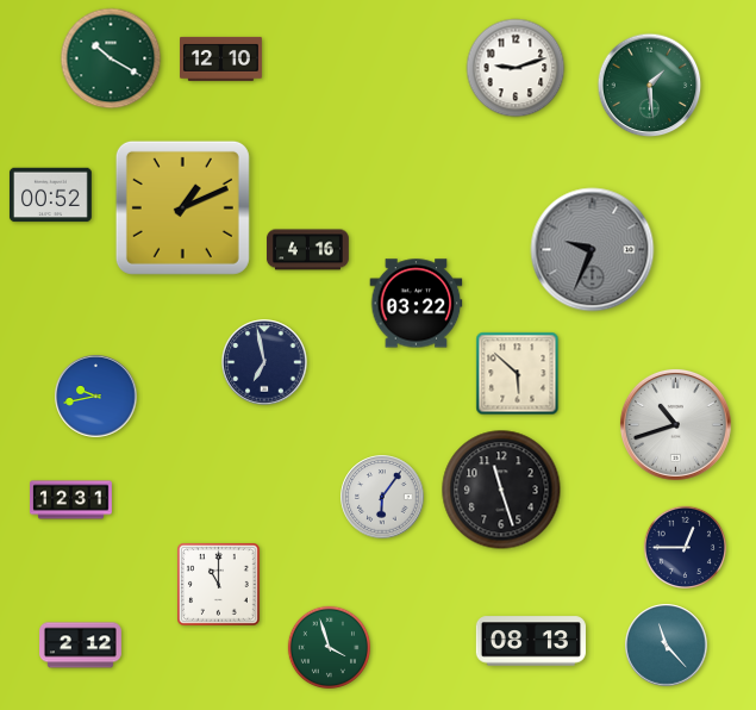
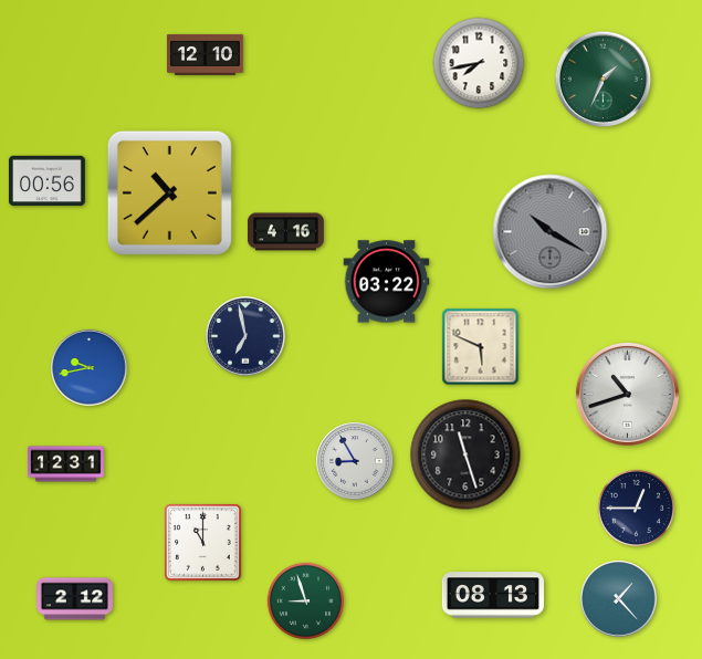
clock at (111, 58): 10:20 -> none
clock at (516, 68): 9:12 -> 7:43
clock at (650, 86): 1:29 -> 1:34
clock at (50, 195): 00:52 -> 00:56
clock at (182, 207): 1:11 -> 10:38
clock at (593, 250): 9:34 -> 10:20
clock at (518, 374): 5:52 -> 5:49
clock at (382, 497): 6:06 -> 8:55
clock at (667, 646): 11:23 -> 1:23
clock at (329, 647): 3:57 -> 8:57
